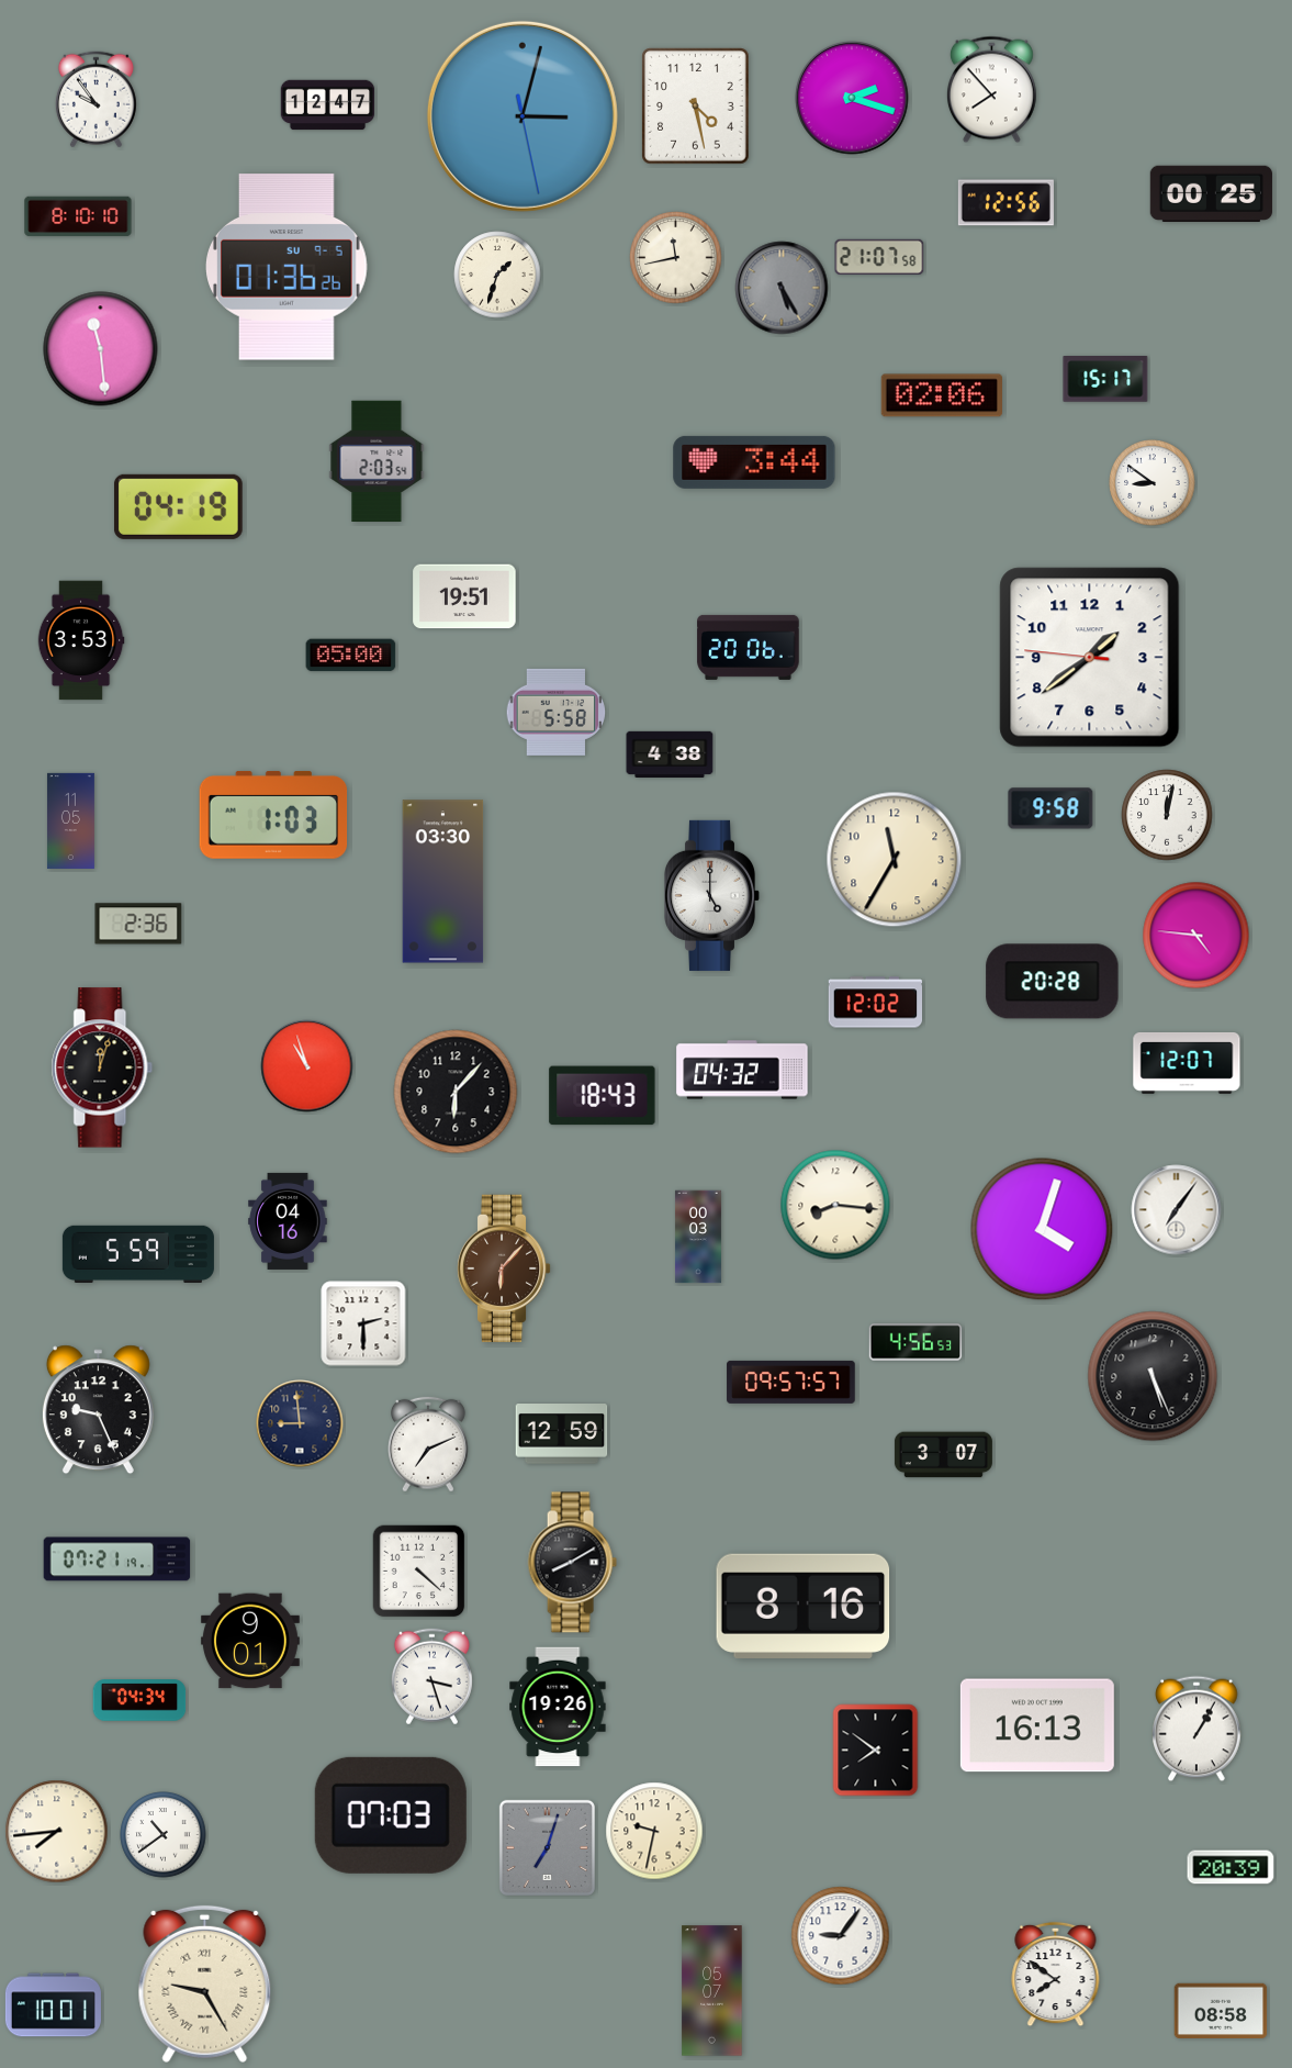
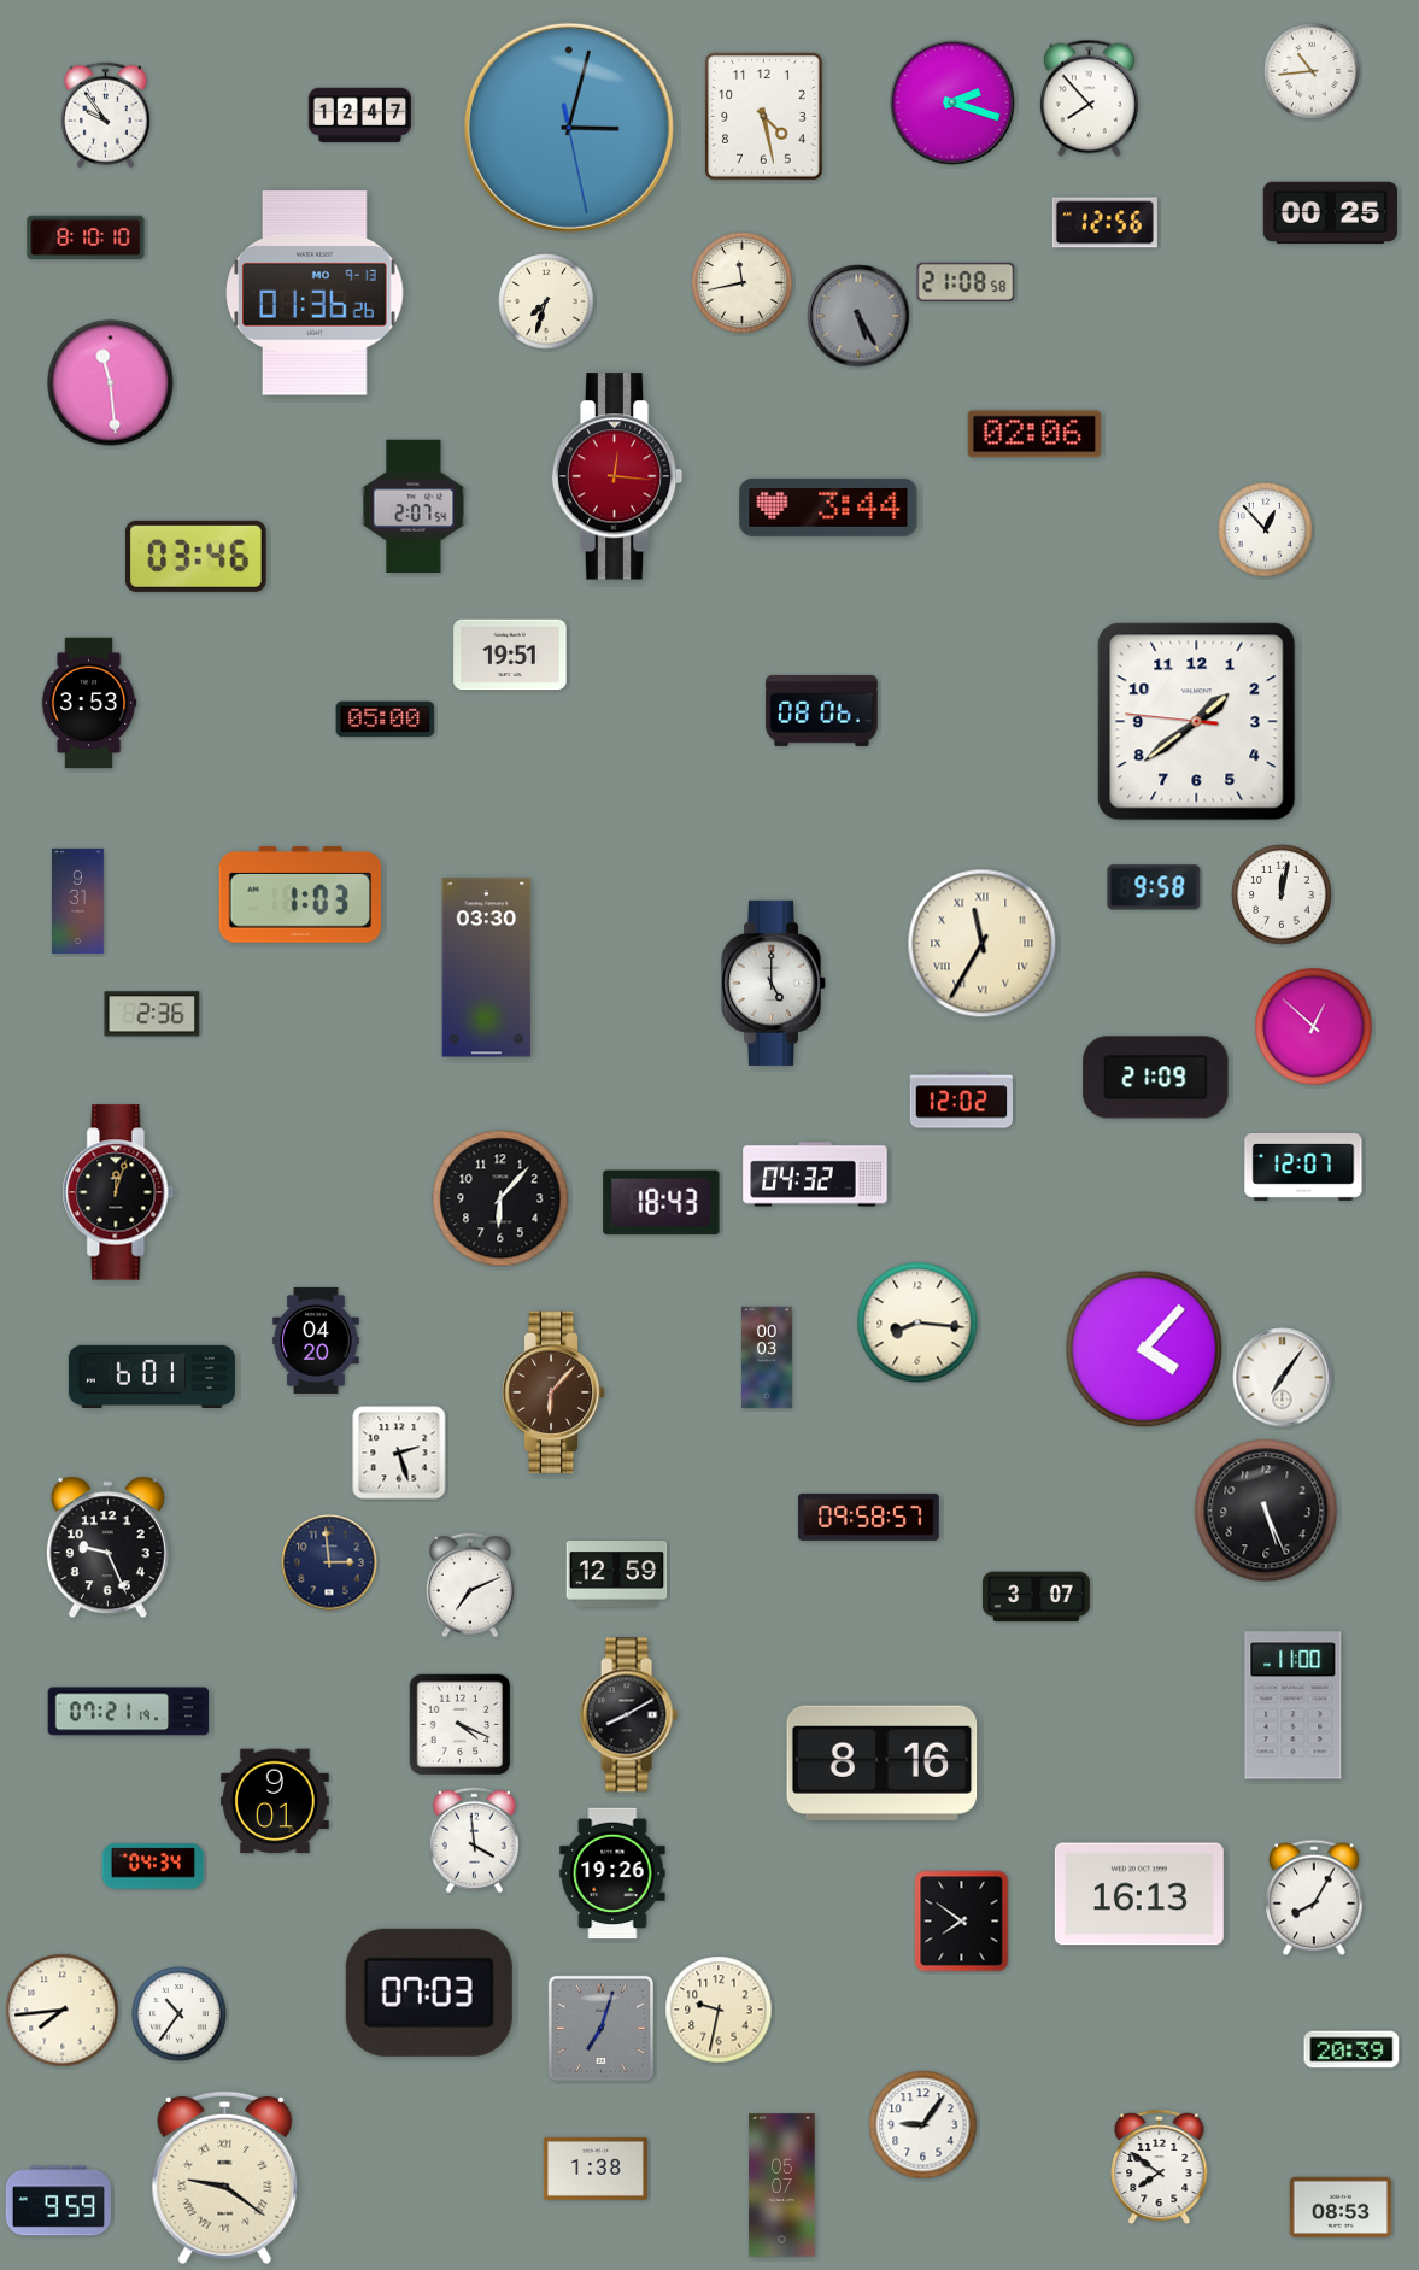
clock at (1312, 71): none -> 10:44
clock at (852, 98) position: (852, 98) -> (952, 102)
clock at (96, 100) position: (96, 100) -> (105, 116)
clock at (523, 116) position: (523, 116) -> (569, 128)
clock at (879, 257): 21:07 -> 21:08
clock at (287, 267) date: SU 9-5 -> MO 9-13
clock at (497, 275): 1:33 -> 7:33
clock at (1105, 380): 15:17 -> none
clock at (617, 476): none -> 12:16
clock at (377, 460): 2:03 -> 2:07
clock at (1153, 483): 8:51 -> 12:53
clock at (178, 506): 04:19 -> 03:46
clock at (749, 647): 20:06 -> 08:06
clock at (557, 712): 5:58 -> none
clock at (670, 753): 4:38 -> none
clock at (70, 820): 11:05 -> 9:31
clock at (895, 860) numerals: Arabic -> Roman
clock at (712, 895) position: (712, 895) -> (774, 983)
clock at (1196, 936): 4:46 -> 12:52
clock at (1053, 982): 20:28 -> 21:09
clock at (307, 1066): 10:57 -> none
clock at (102, 1067) position: (102, 1067) -> (118, 1192)
clock at (1177, 1210) position: (1177, 1210) -> (1283, 1378)
clock at (288, 1221): 04:16 -> 04:20
clock at (1042, 1229): 4:03 -> 4:07
clock at (138, 1253): 5:59 -> 6:01
clock at (363, 1323): 2:30 -> 2:27
clock at (915, 1342): 4:56 -> none
clock at (791, 1382): 09:57 -> 09:58
clock at (300, 1423): 8:59 -> 2:59
clock at (1294, 1706): none -> 11:00
clock at (419, 1572): 4:22 -> 4:19
clock at (431, 1677): 3:27 -> 3:59
clock at (1196, 1729): 1:05 -> 8:05
clock at (164, 1835): 10:39 -> 10:36
clock at (596, 2169): none -> 1:38
clock at (205, 1985): 9:25 -> 9:21
clock at (53, 2005): 10:01 -> 9:59
clock at (1221, 2011): 08:58 -> 08:53
